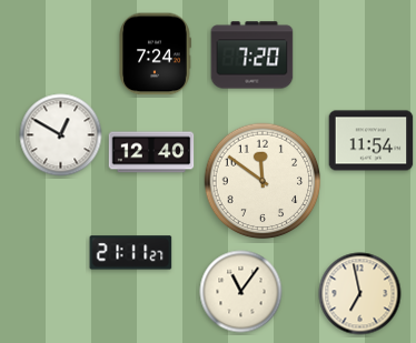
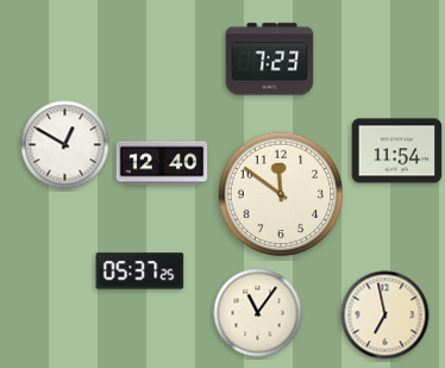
clock at (155, 54): 7:24 -> none
clock at (252, 56): 7:20 -> 7:23
clock at (131, 253): 21:11 -> 05:37
